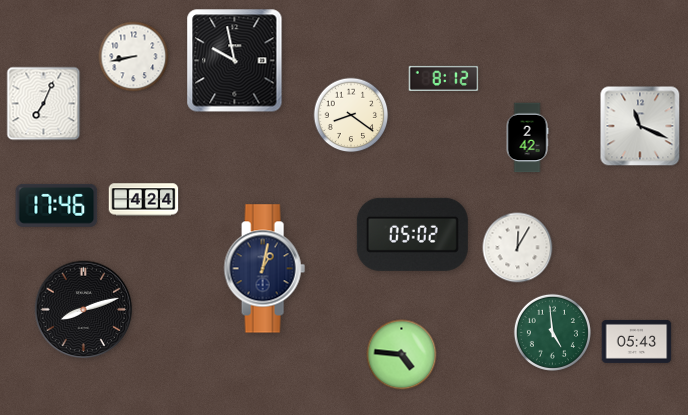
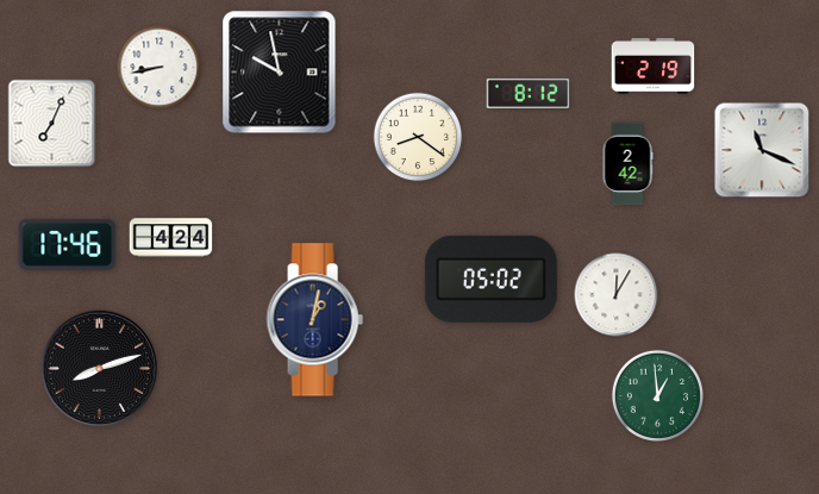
clock at (654, 65): none -> 2:19
clock at (552, 332): 4:59 -> 12:59
clock at (637, 341): 05:43 -> none
clock at (402, 355): 4:46 -> none
